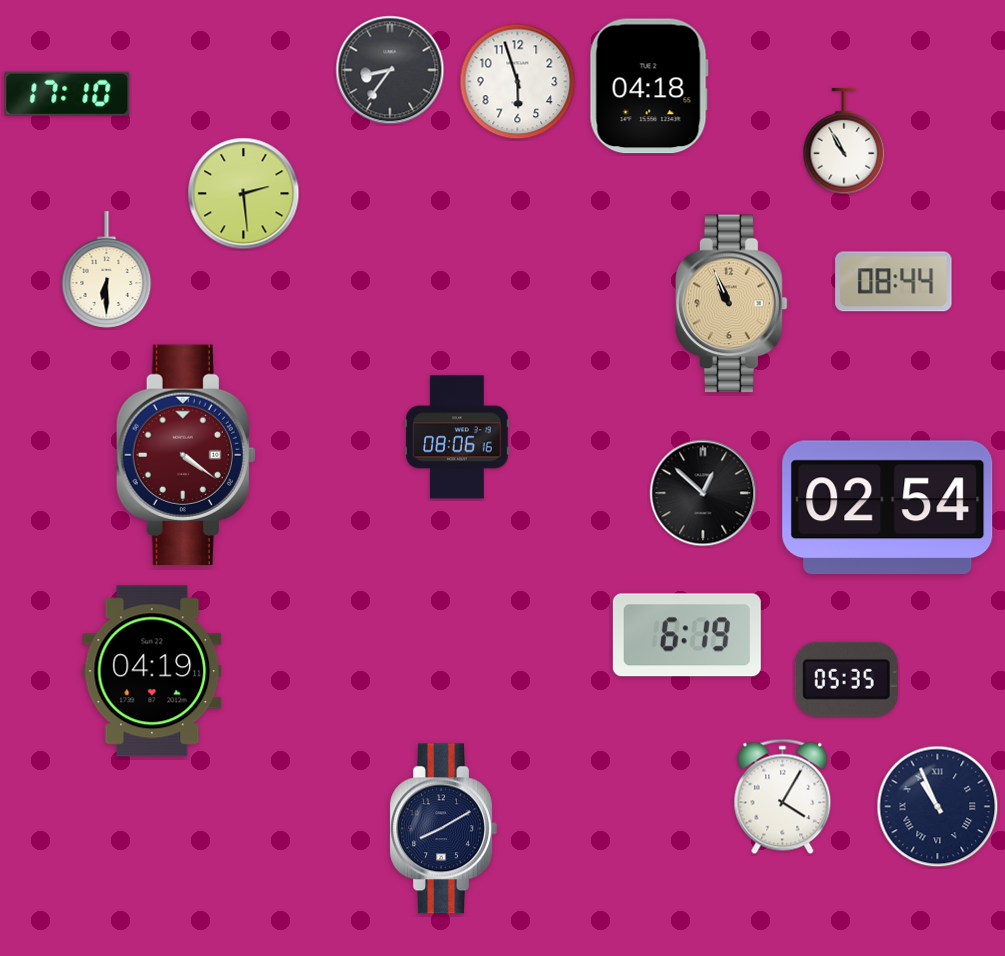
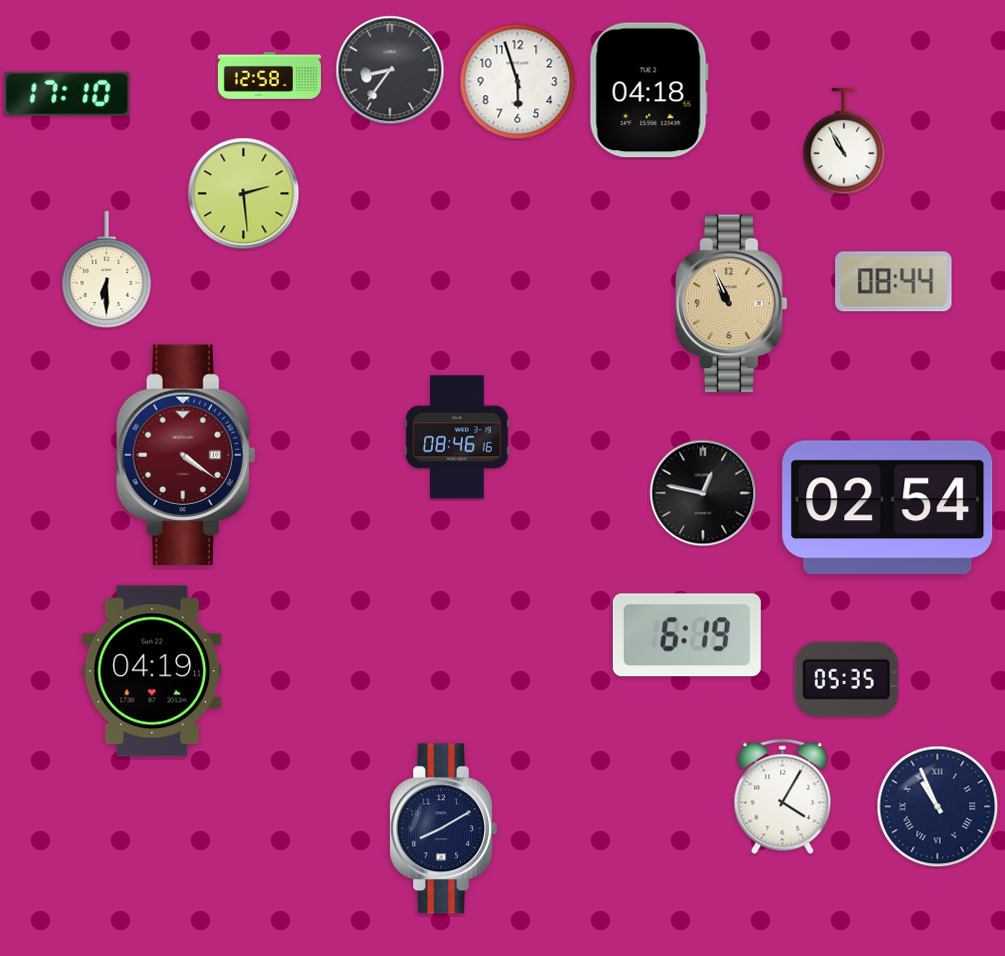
clock at (269, 76): none -> 12:58
clock at (649, 86) position: (649, 86) -> (649, 90)
clock at (457, 437): 08:06 -> 08:46
clock at (703, 493): 12:52 -> 12:47
